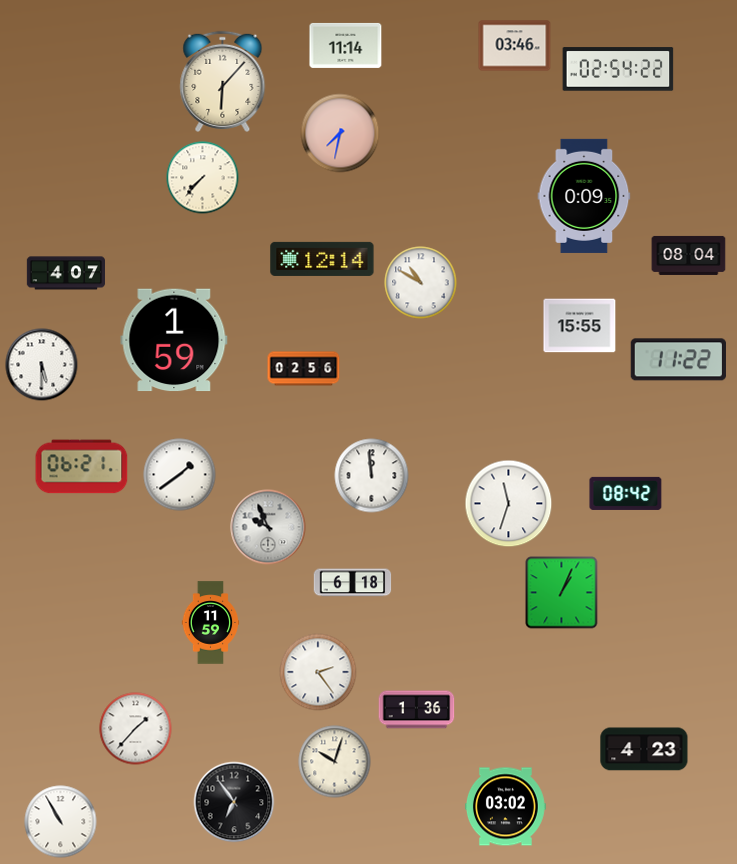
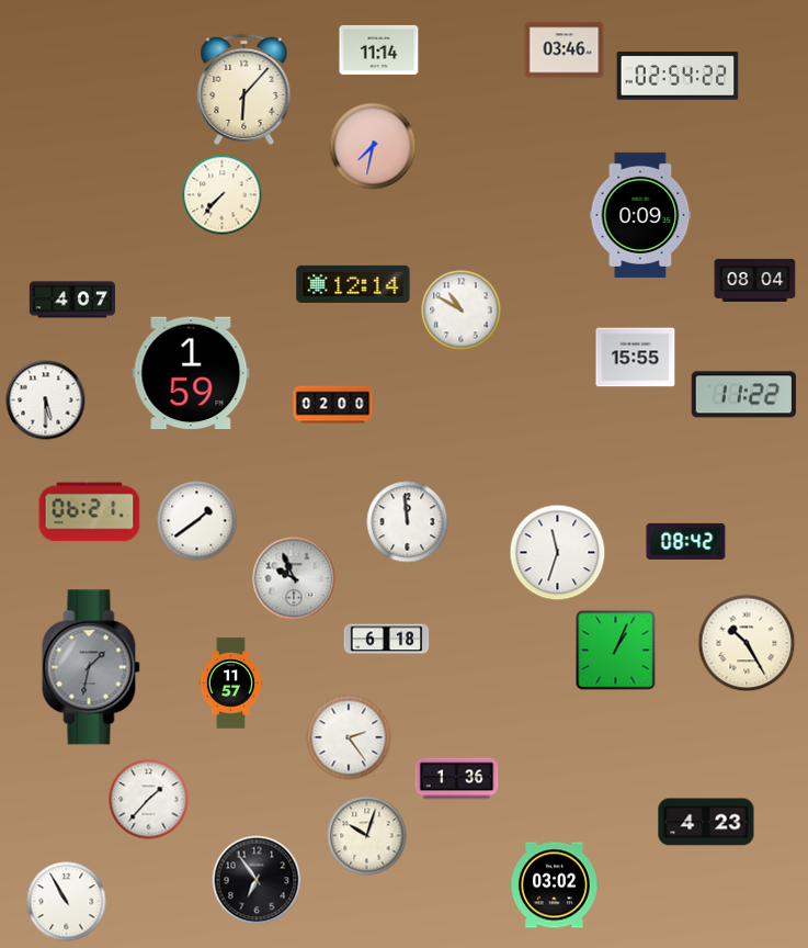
clock at (304, 369): 02:56 -> 02:00
clock at (747, 643): none -> 10:25
clock at (91, 667): none -> 1:32
clock at (211, 623): 11:59 -> 11:57
